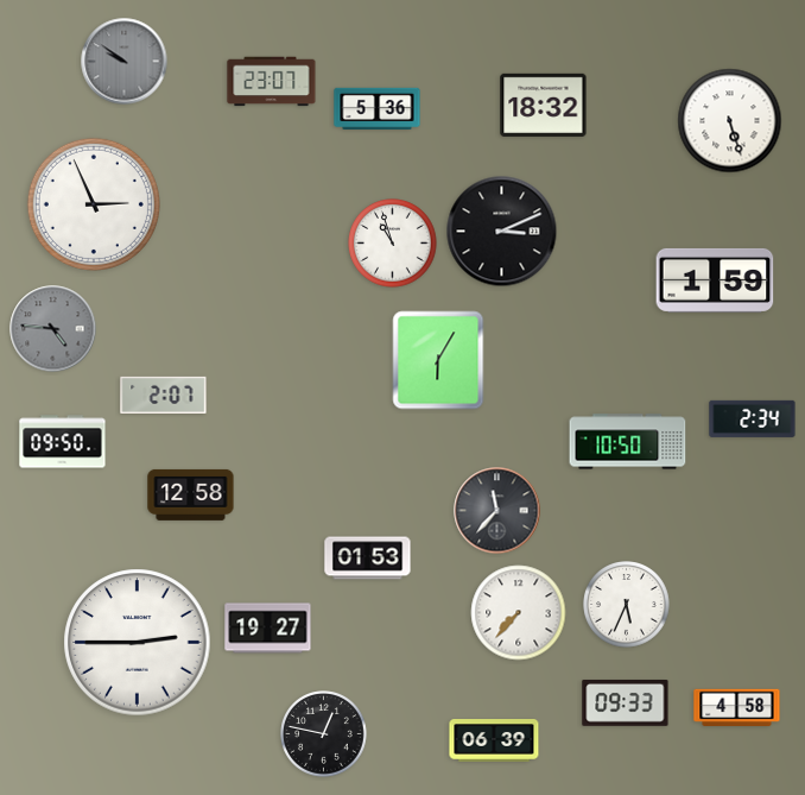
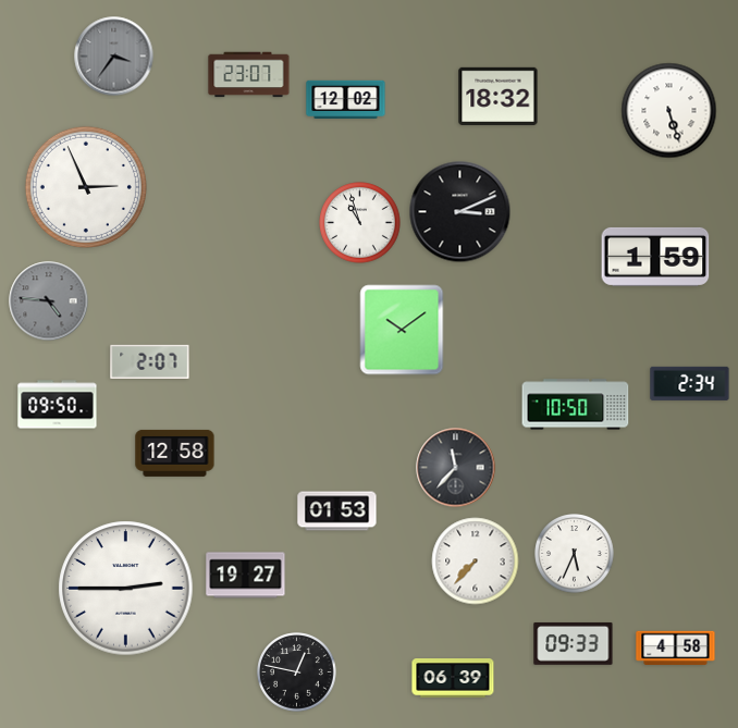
clock at (125, 62): 9:51 -> 3:36
clock at (378, 109): 5:36 -> 12:02
clock at (438, 360): 6:05 -> 10:09
